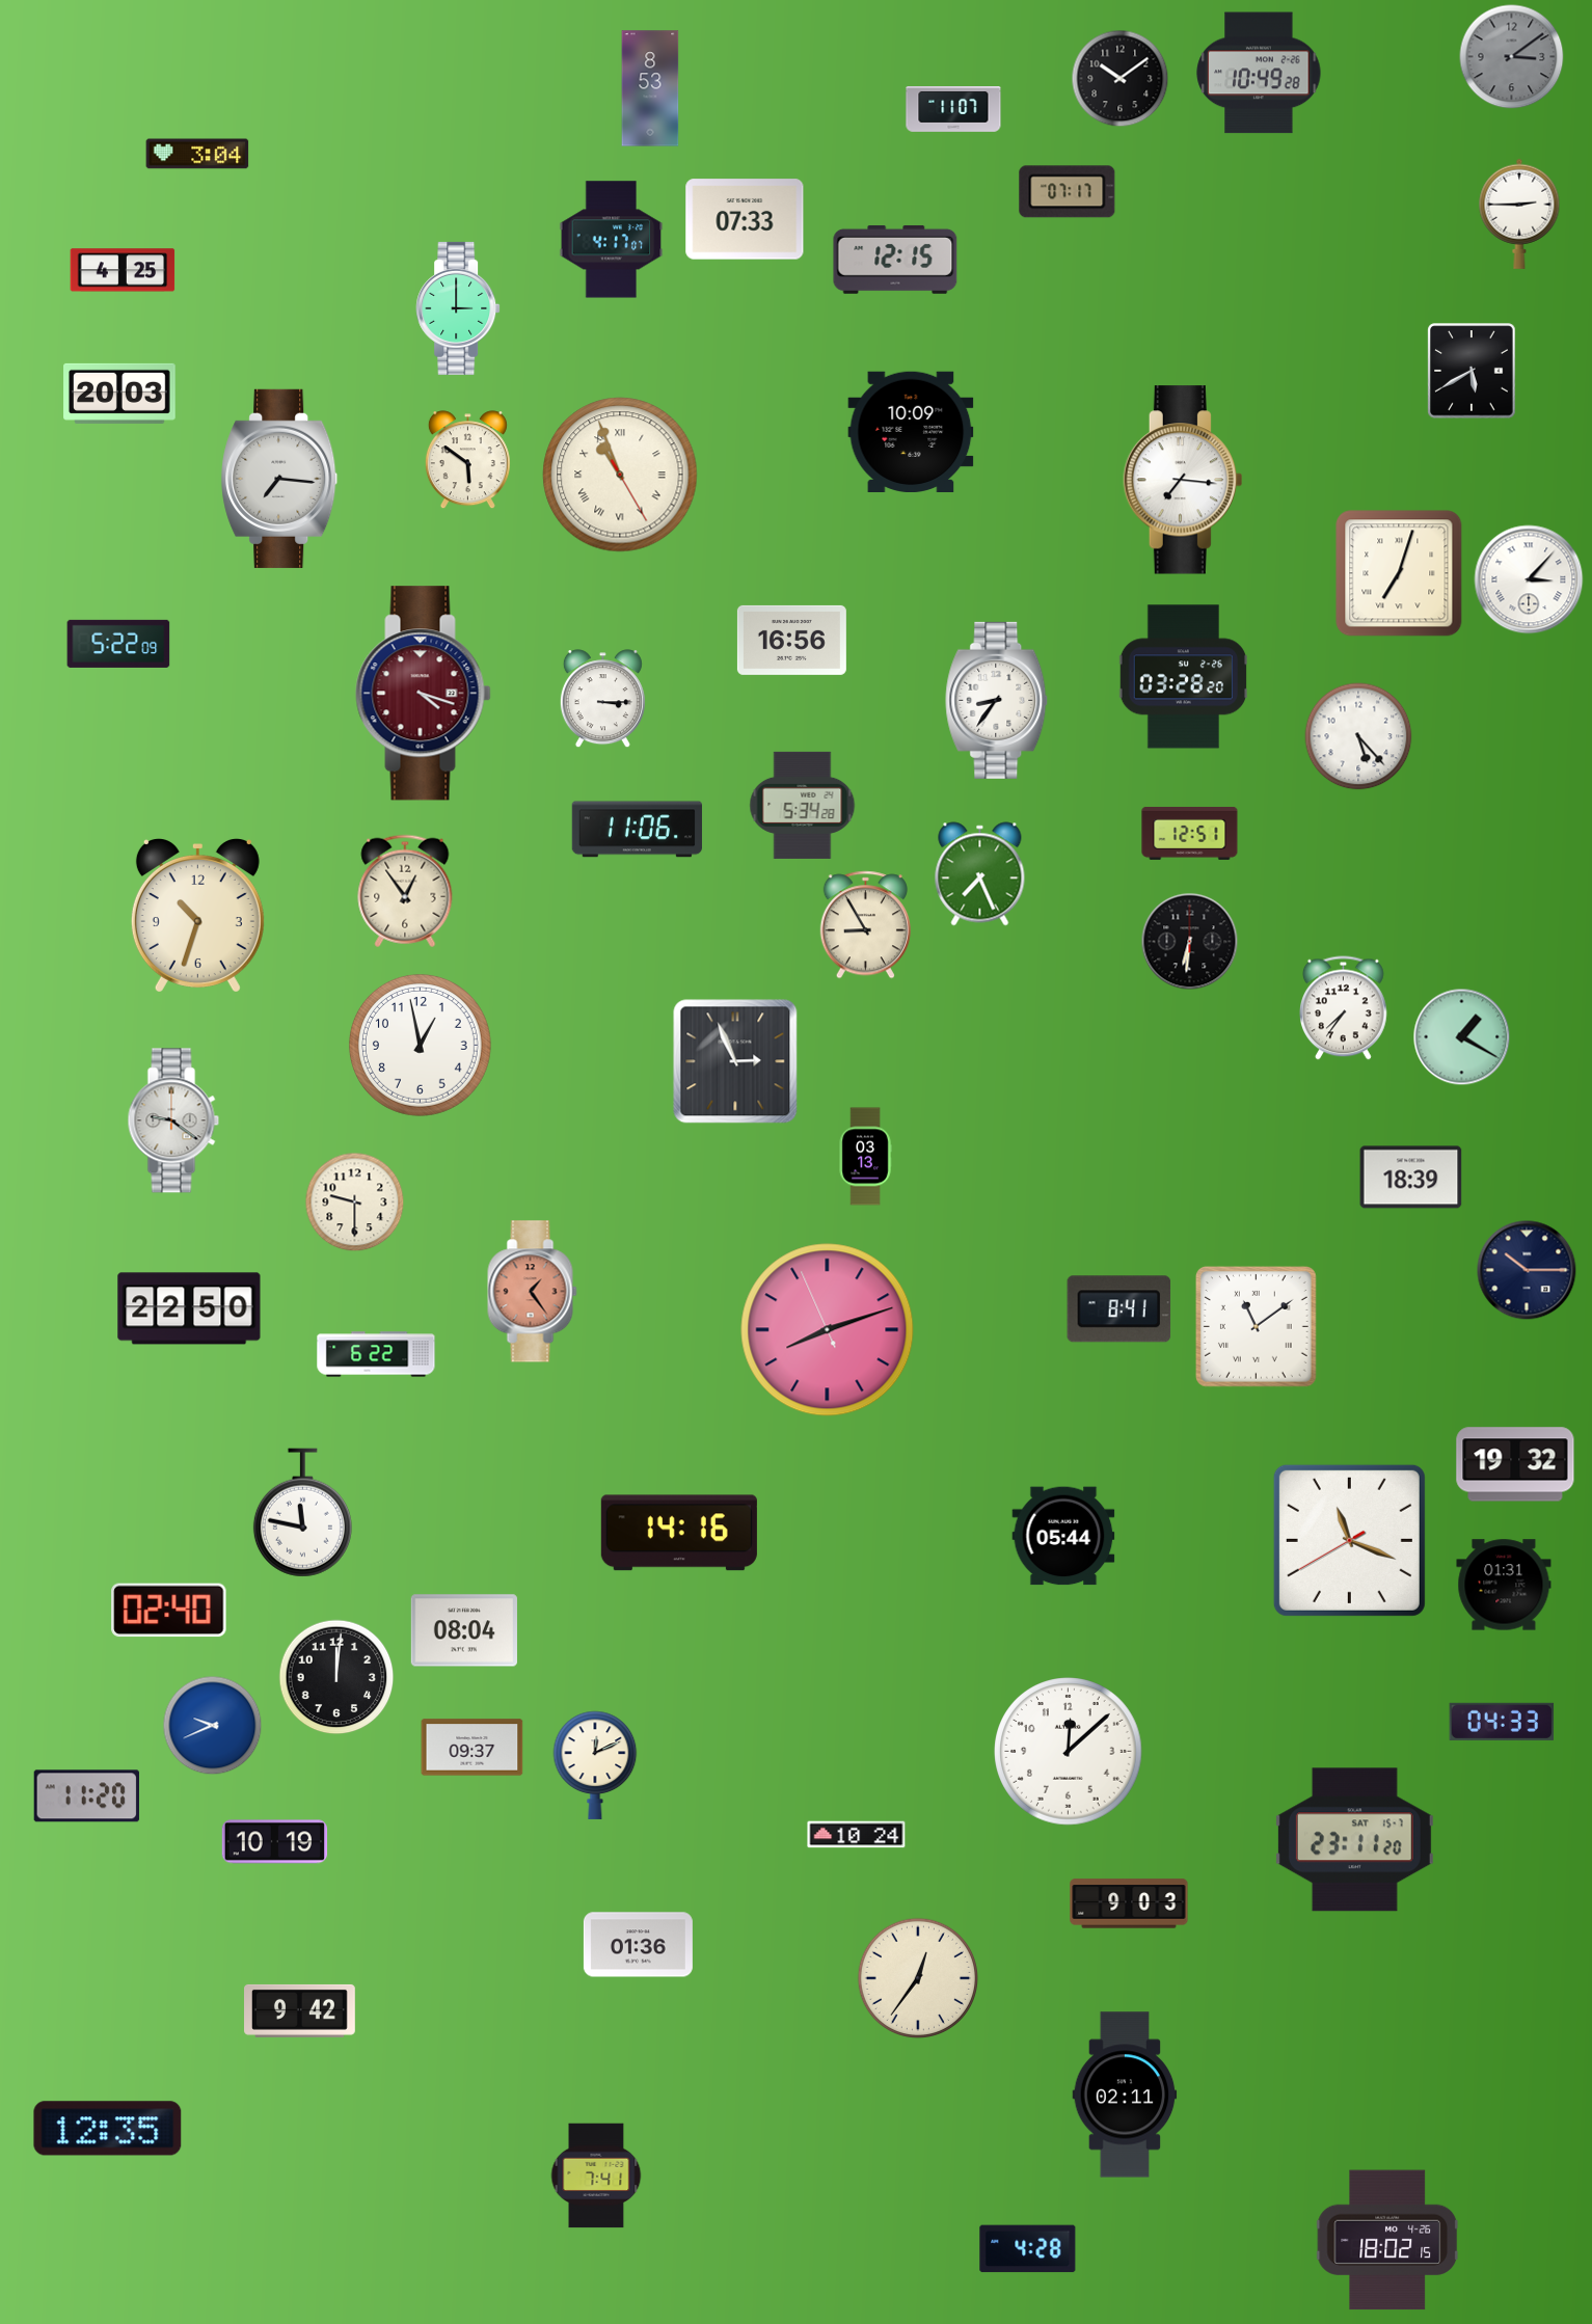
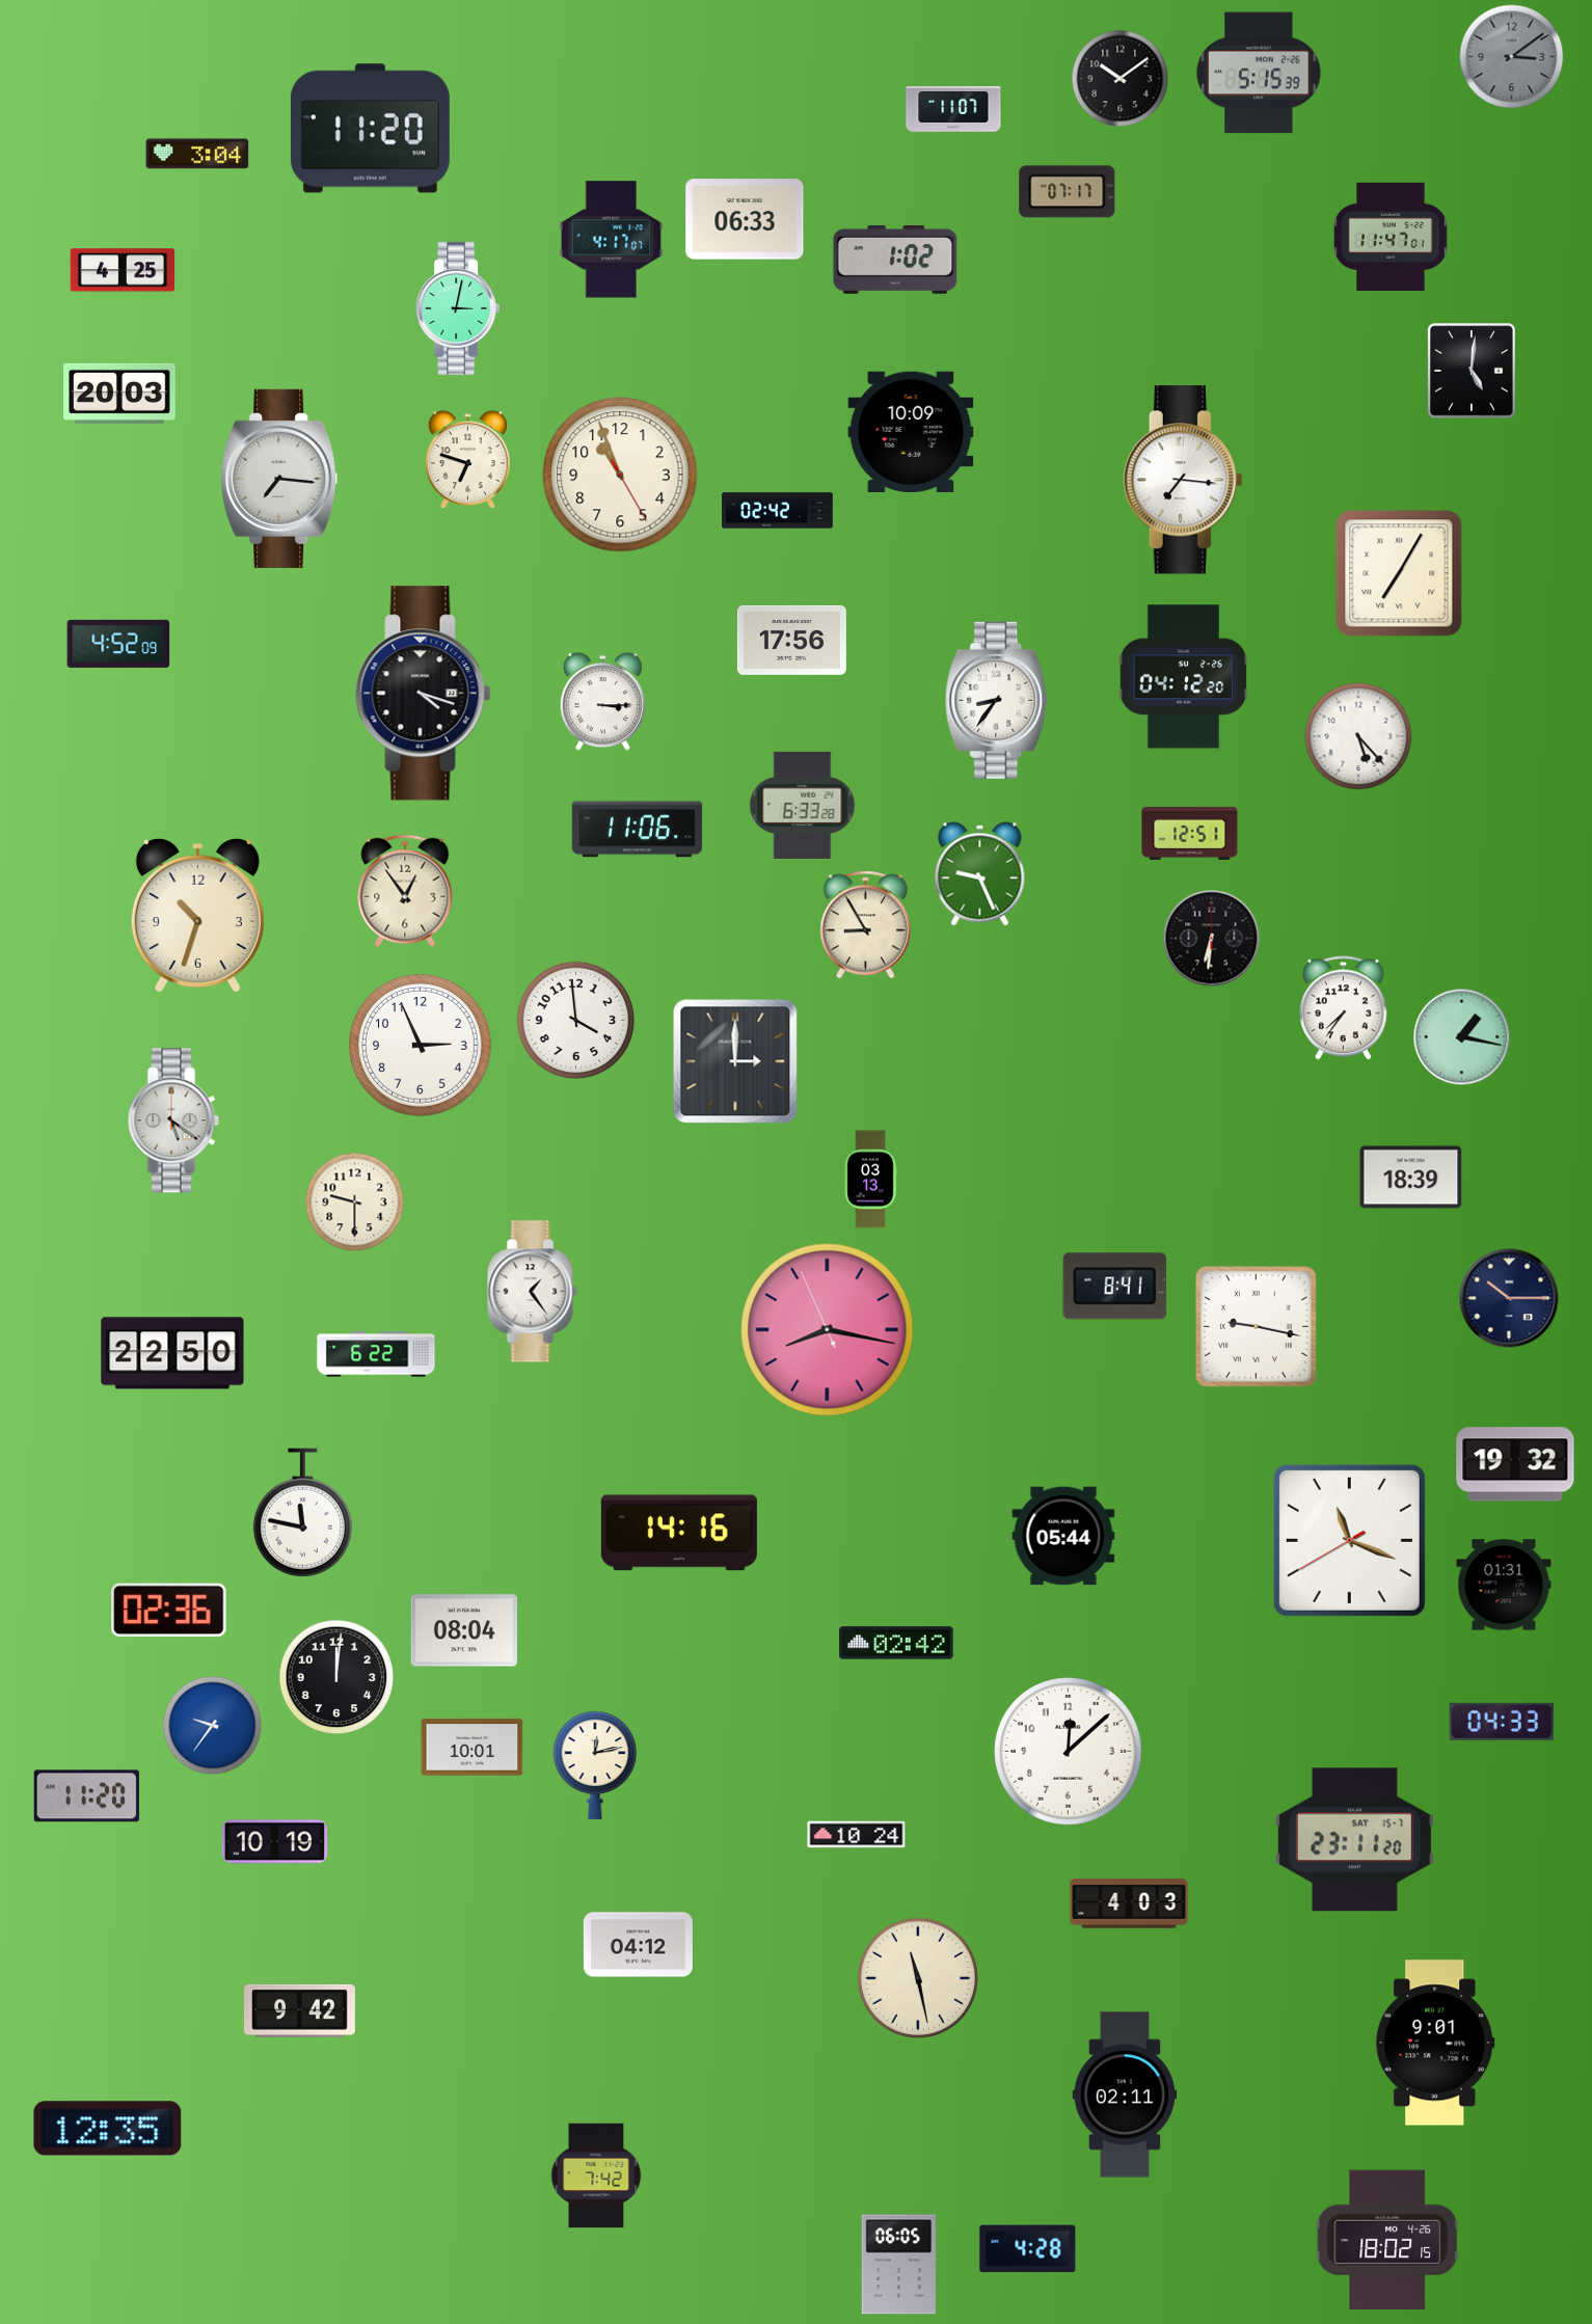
clock at (1259, 73): 10:49 -> 5:15
clock at (650, 88): 8:53 -> none
clock at (370, 129): none -> 11:20
clock at (1519, 214): 2:45 -> none
clock at (745, 219): 07:33 -> 06:33
clock at (1391, 237): none -> 11:47
clock at (895, 260): 12:15 -> 1:02
clock at (458, 308): 3:00 -> 3:02
clock at (1472, 371): 5:40 -> 5:01
clock at (467, 460): 5:51 -> 6:48
clock at (620, 475) numerals: Roman -> Arabic
clock at (778, 511): none -> 02:42
clock at (1399, 573): 7:03 -> 7:05
clock at (1529, 579): 3:07 -> none
clock at (791, 640): 16:56 -> 17:56
clock at (118, 644): 5:22 -> 4:52
clock at (1183, 677): 03:28 -> 04:12
clock at (424, 694) dial: burgundy -> black
clock at (602, 699) position: (602, 699) -> (602, 702)
clock at (803, 805): 5:34 -> 6:33
clock at (980, 874): 7:26 -> 9:26
clock at (1190, 942) position: (1190, 942) -> (1212, 939)
clock at (576, 1021): none -> 3:59
clock at (1462, 1037): 1:20 -> 1:17
clock at (420, 1045): 12:58 -> 2:56
clock at (735, 1061): 2:56 -> 3:00
clock at (173, 1120): 9:21 -> 5:21
clock at (865, 1157) position: (865, 1157) -> (870, 1180)
clock at (1527, 1270) position: (1527, 1270) -> (1509, 1298)
clock at (533, 1292) dial: salmon -> white
clock at (189, 1308) position: (189, 1308) -> (172, 1353)
clock at (1119, 1309) position: (1119, 1309) -> (1115, 1287)
clock at (1256, 1326): 11:09 -> 9:17
clock at (828, 1330): 8:11 -> 8:16
clock at (169, 1611): 02:40 -> 02:36
clock at (896, 1643): none -> 02:42
clock at (213, 1726): 9:41 -> 9:36
clock at (473, 1748): 09:37 -> 10:01
clock at (595, 1765): 12:11 -> 12:13
clock at (1129, 1903): 9:03 -> 4:03
clock at (638, 1945): 01:36 -> 04:12
clock at (917, 1977): 12:36 -> 11:28
clock at (1435, 2043): none -> 9:01
clock at (596, 2176): 7:41 -> 7:42
clock at (898, 2265): none -> 06:05
